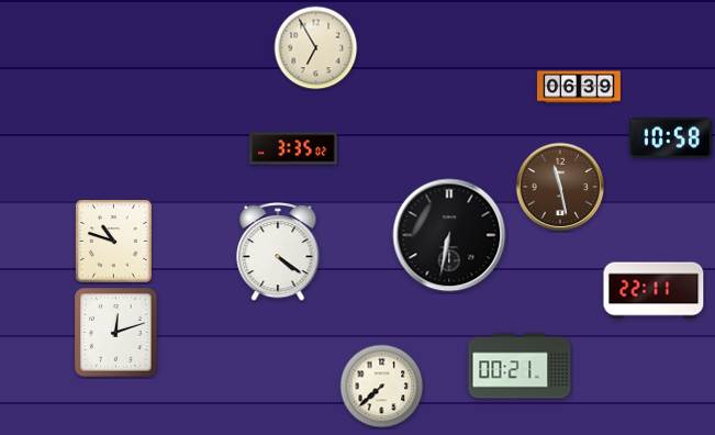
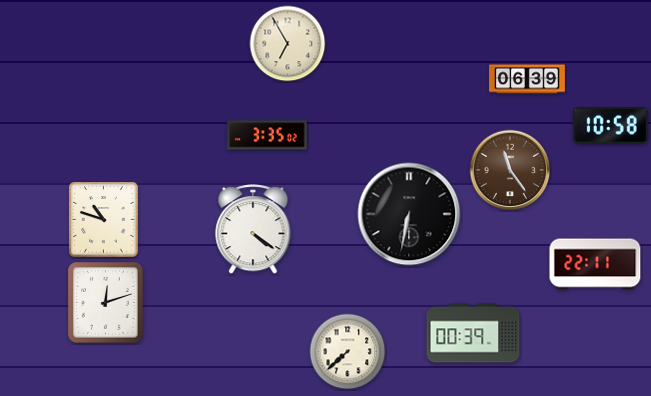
clock at (560, 187): 11:28 -> 11:24
clock at (520, 366): 00:21 -> 00:39
